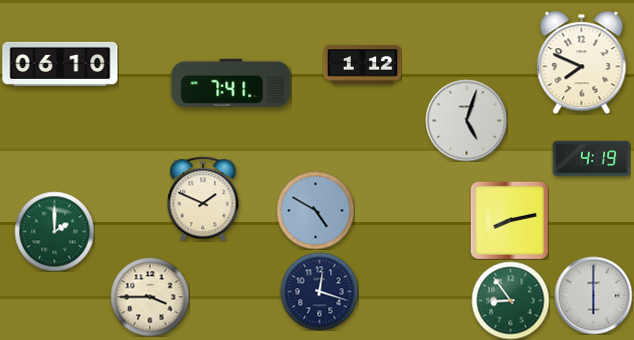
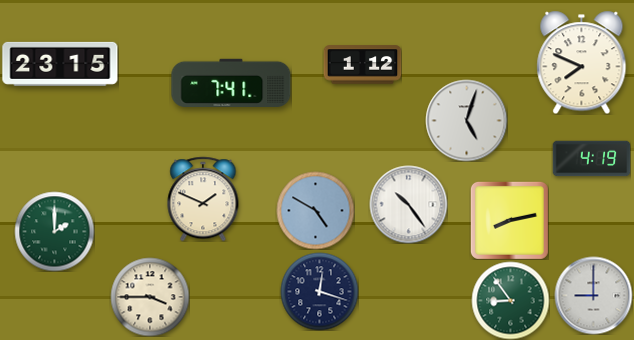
clock at (60, 64): 06:10 -> 23:15
clock at (408, 204): none -> 10:24
clock at (593, 295): 6:00 -> 9:00
